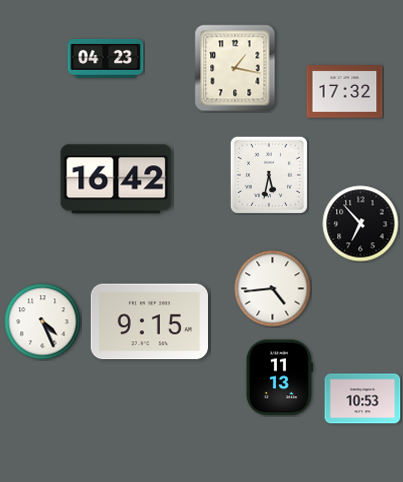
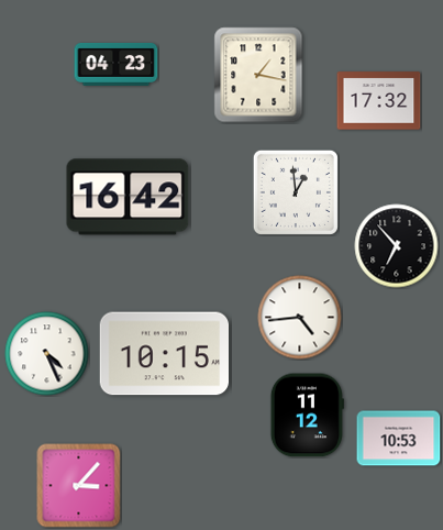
clock at (269, 175): 5:32 -> 12:59
clock at (149, 322): 9:15 -> 10:15
clock at (279, 378): 11:13 -> 11:12
clock at (79, 486): none -> 3:07
